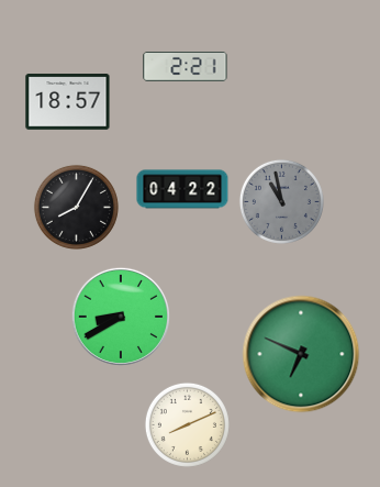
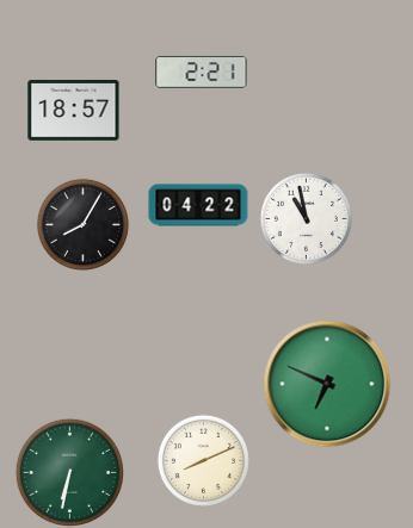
clock at (281, 201) dial: grey -> white
clock at (120, 316): 8:40 -> none
clock at (69, 472): none -> 6:32
